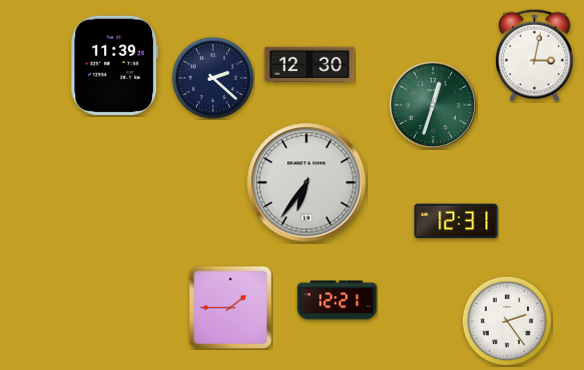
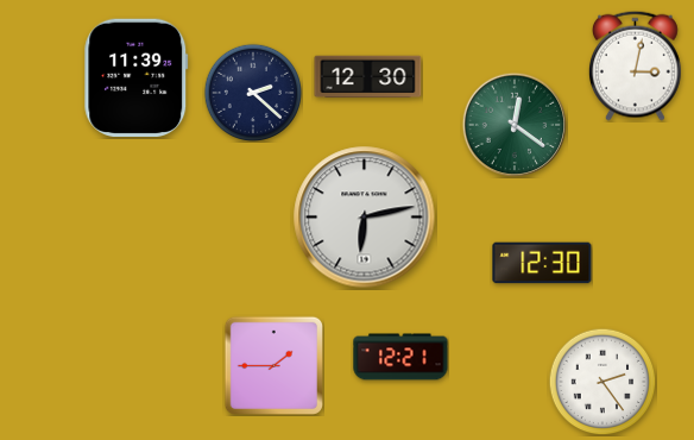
clock at (433, 105): 12:33 -> 12:21
clock at (307, 183): 6:36 -> 6:13
clock at (456, 221): 12:31 -> 12:30
